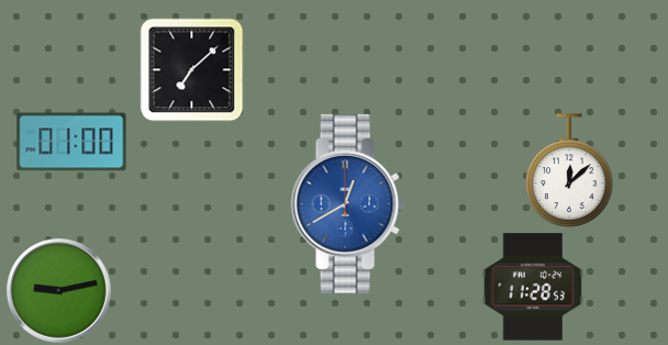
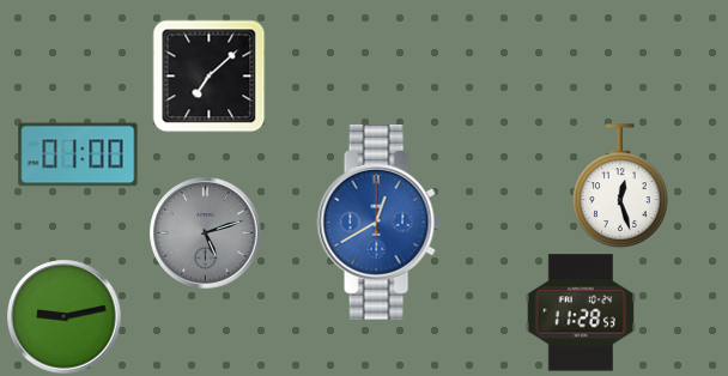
clock at (569, 170): 12:08 -> 12:27
clock at (206, 234): none -> 5:12
